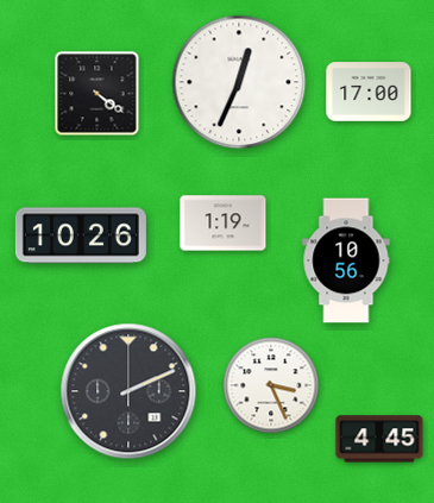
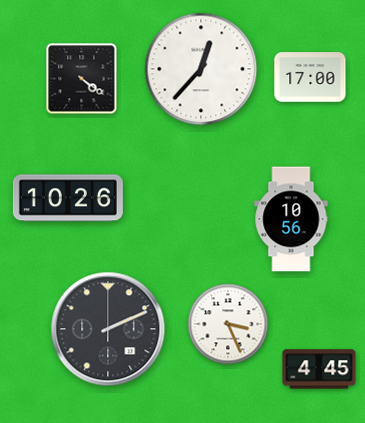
clock at (239, 82): 12:34 -> 12:37
clock at (224, 224): 1:19 -> none
